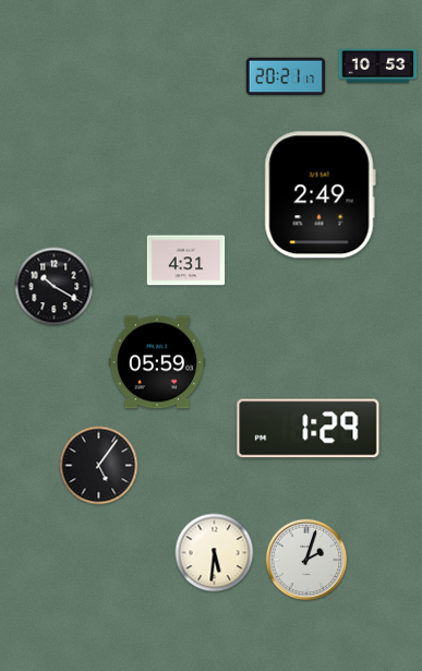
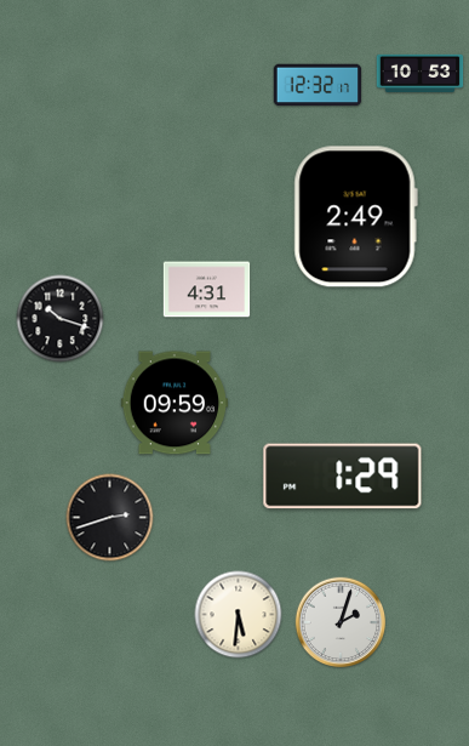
clock at (286, 76): 20:21 -> 12:32
clock at (55, 287): 10:20 -> 10:18
clock at (157, 362): 05:59 -> 09:59
clock at (99, 466): 5:06 -> 2:42
